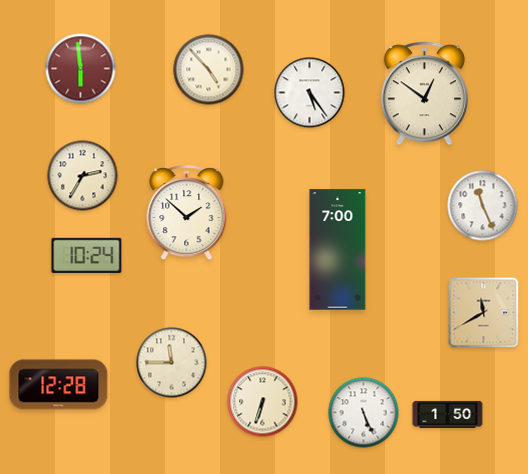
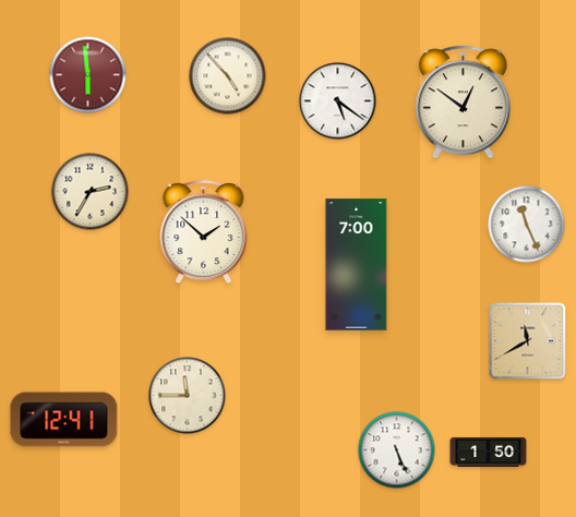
clock at (310, 93): 5:24 -> 5:21
clock at (338, 250) position: (338, 250) -> (357, 265)
clock at (87, 255): 10:24 -> none
clock at (59, 385): 12:28 -> 12:41
clock at (263, 402): 6:33 -> none
